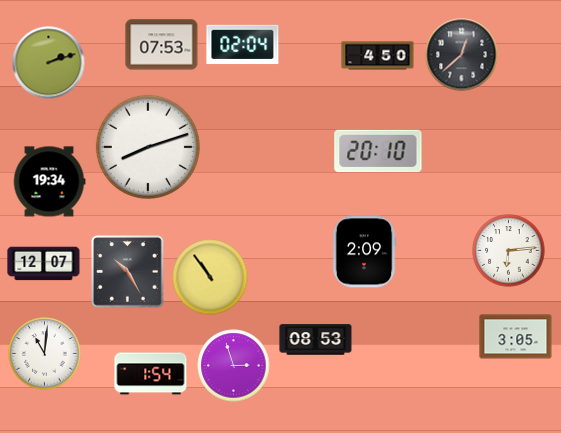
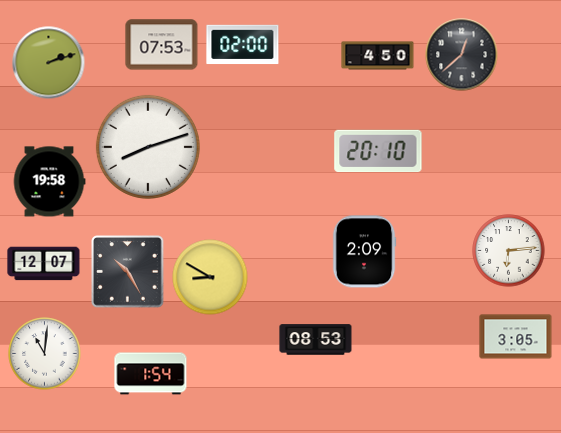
clock at (243, 45): 02:04 -> 02:00
clock at (49, 182): 19:34 -> 19:58
clock at (210, 277): 10:54 -> 8:50
clock at (234, 366): 2:57 -> none
